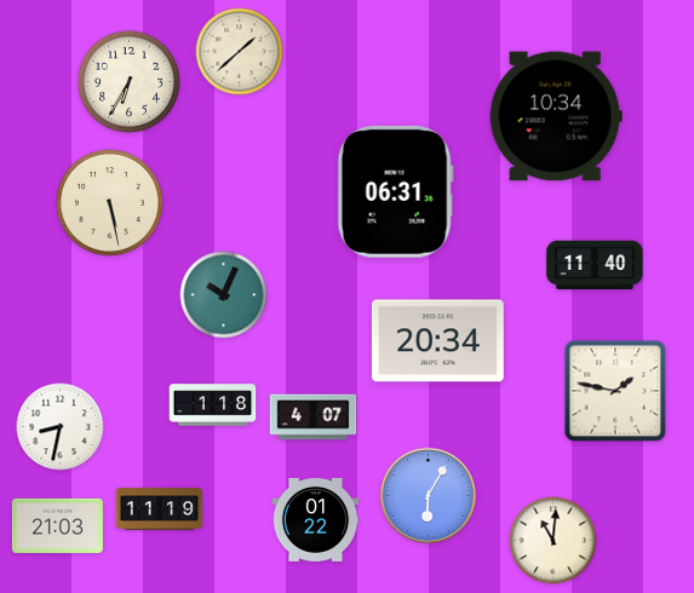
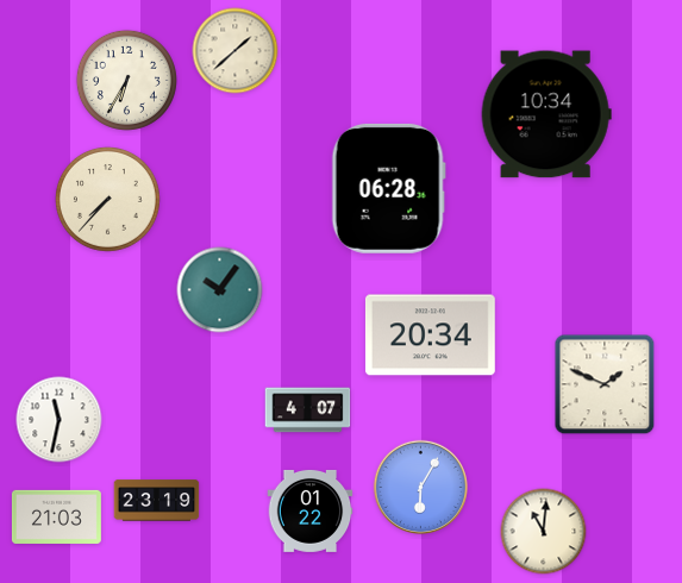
clock at (395, 191): 06:31 -> 06:28
clock at (109, 202): 5:28 -> 7:37
clock at (595, 265): 11:40 -> none
clock at (224, 295): 10:04 -> 10:06
clock at (615, 391): 1:47 -> 1:49
clock at (213, 405): 1:18 -> none
clock at (61, 427): 8:32 -> 11:32
clock at (160, 509): 11:19 -> 23:19
